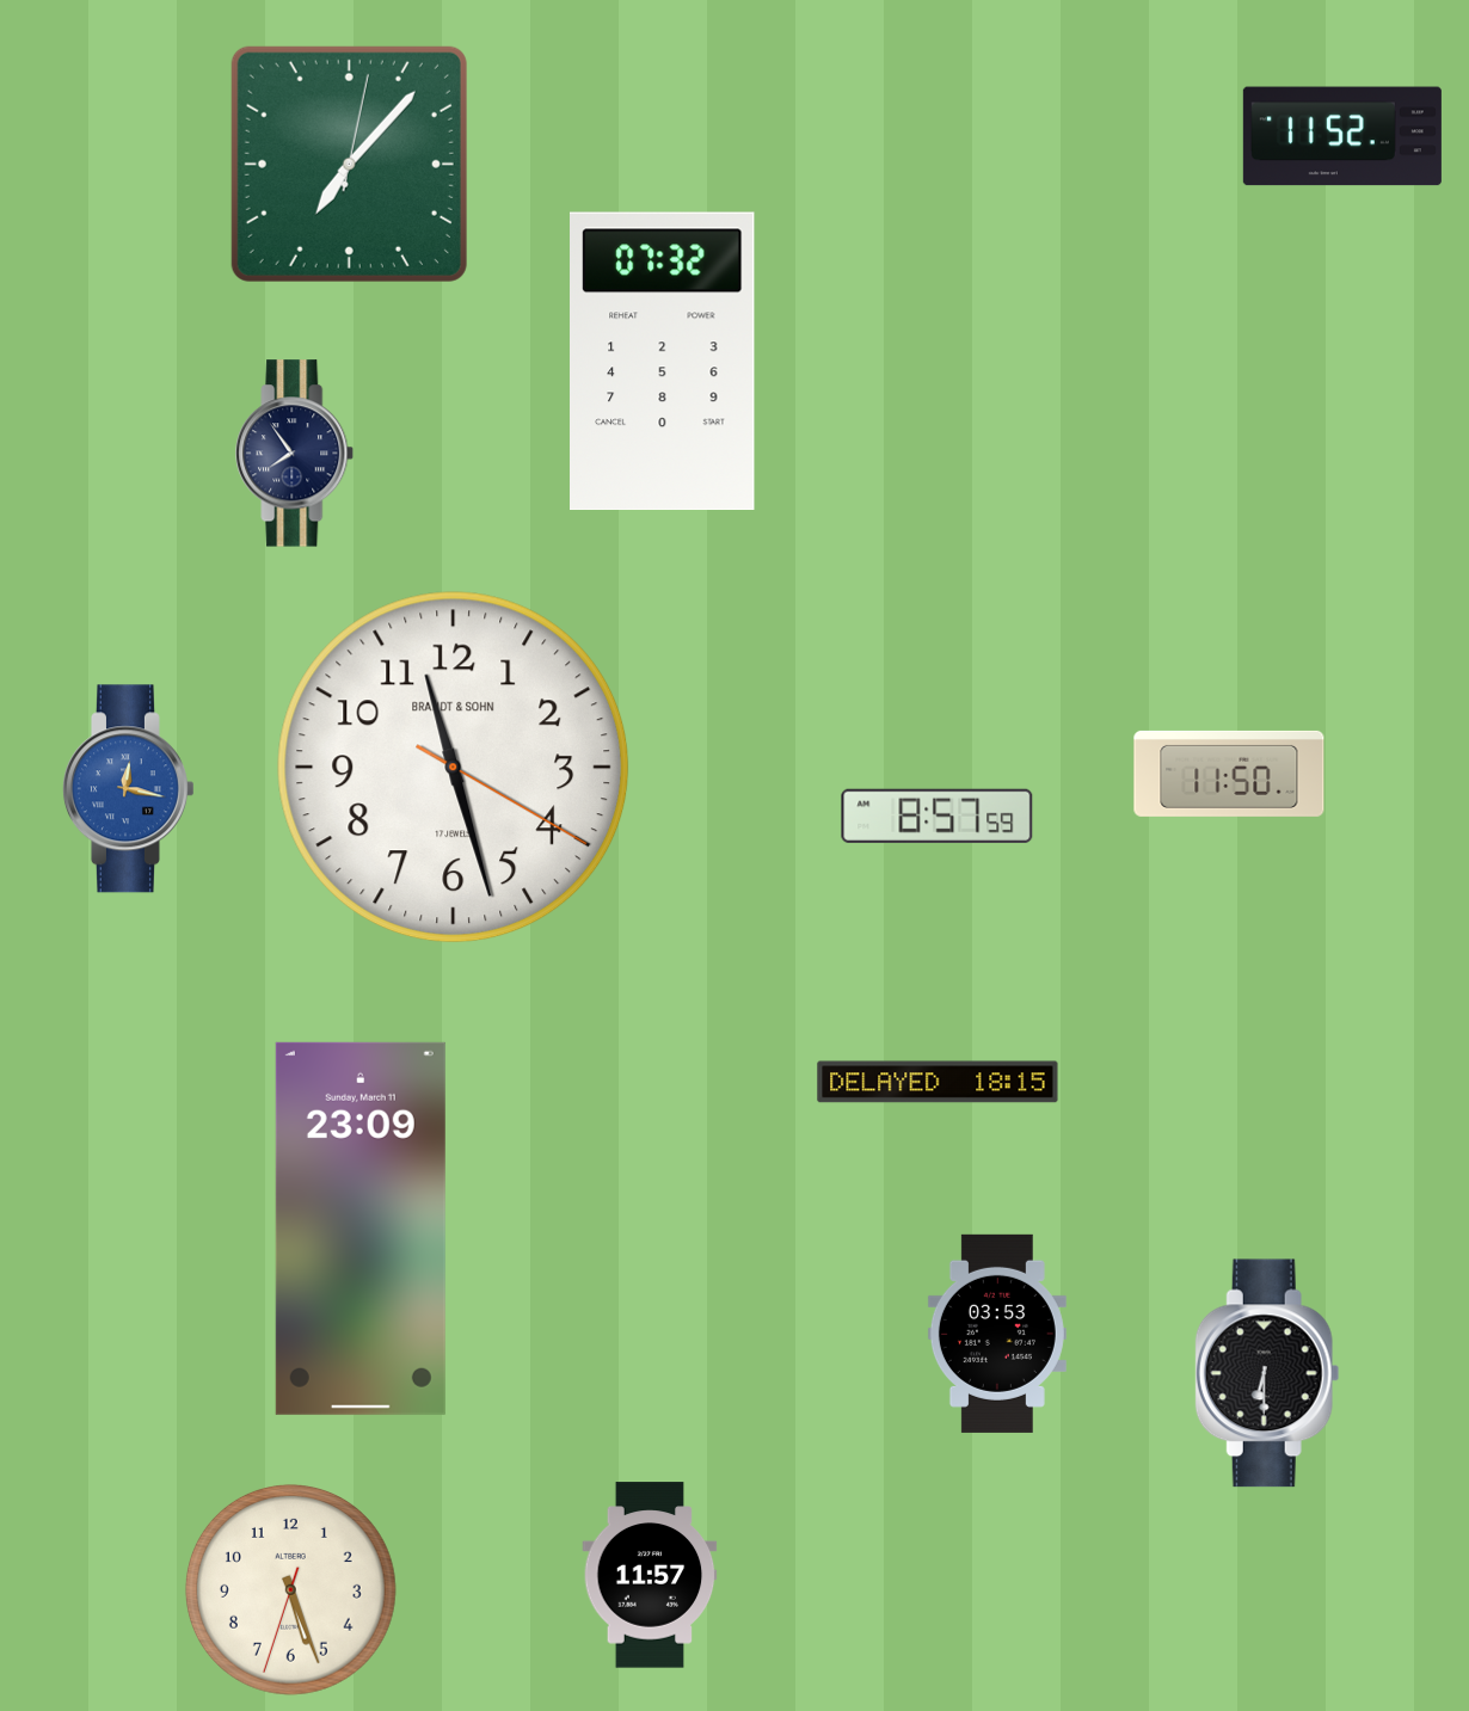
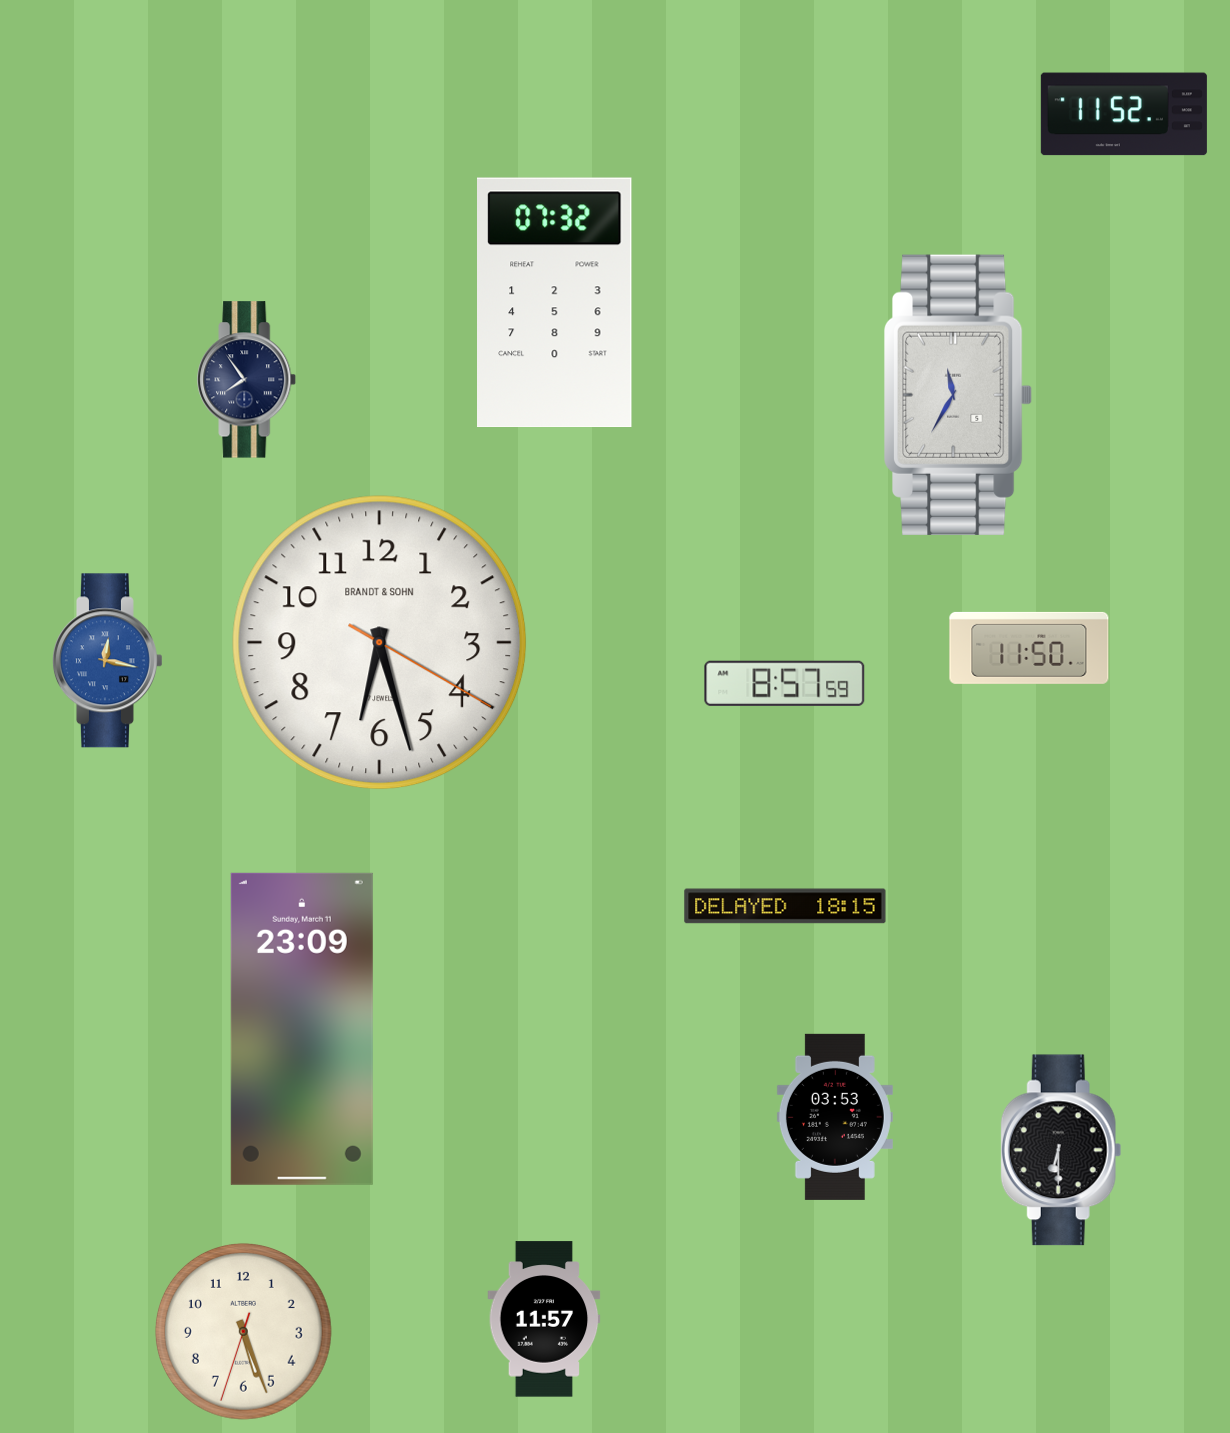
clock at (349, 164): 7:07 -> none
clock at (959, 395): none -> 11:35
clock at (454, 768): 11:27 -> 6:27
